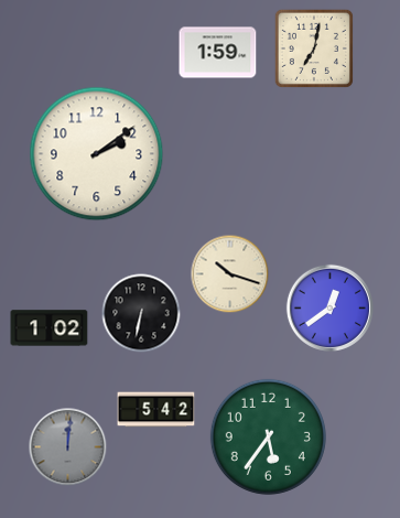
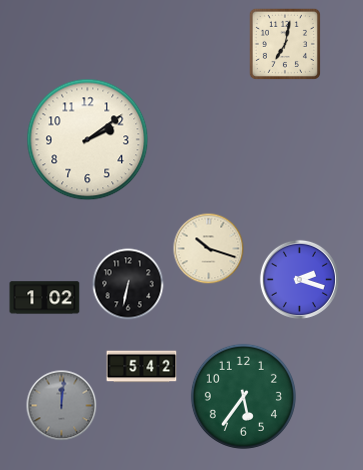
clock at (218, 53): 1:59 -> none
clock at (329, 307): 12:39 -> 2:18
clock at (156, 410) position: (156, 410) -> (142, 367)
